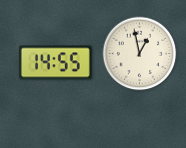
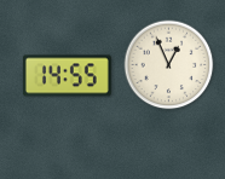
clock at (140, 54): 12:58 -> 12:56
